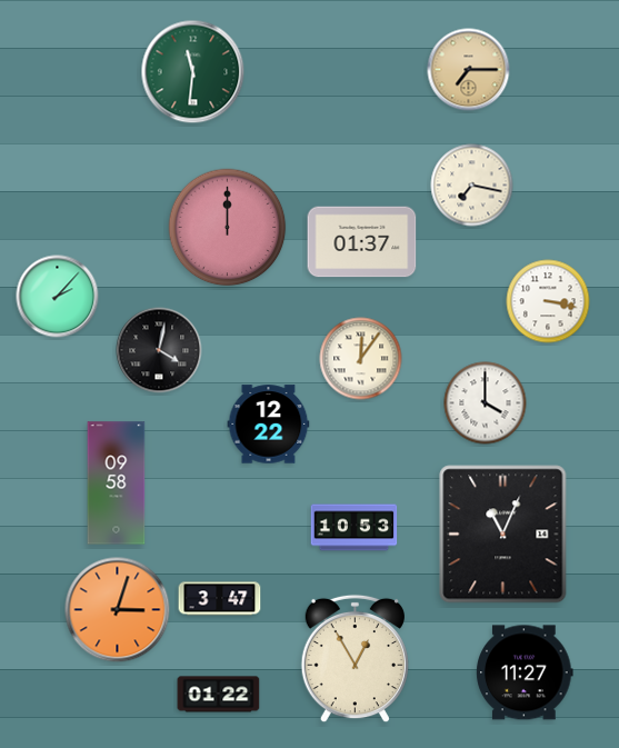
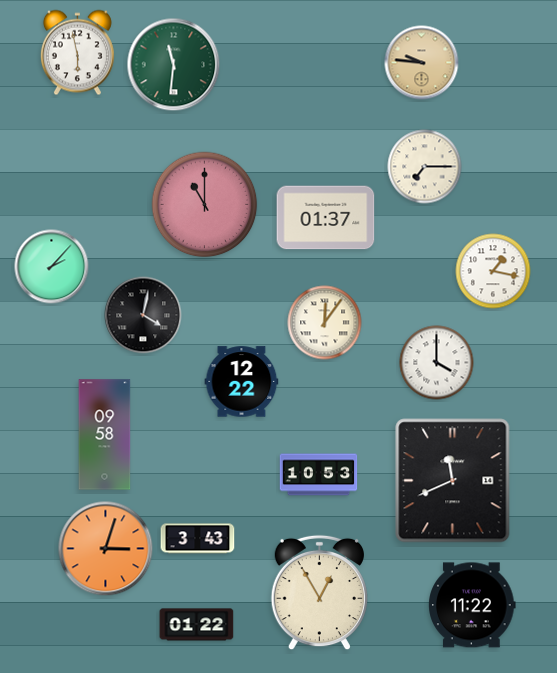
clock at (77, 53): none -> 5:58
clock at (469, 70): 7:15 -> 9:46
clock at (472, 186): 7:17 -> 7:15
clock at (228, 228): 12:00 -> 11:00
clock at (548, 301): 3:17 -> 1:17
clock at (503, 535): 11:04 -> 11:41
clock at (220, 599): 3:47 -> 3:43
clock at (525, 672): 11:27 -> 11:22
